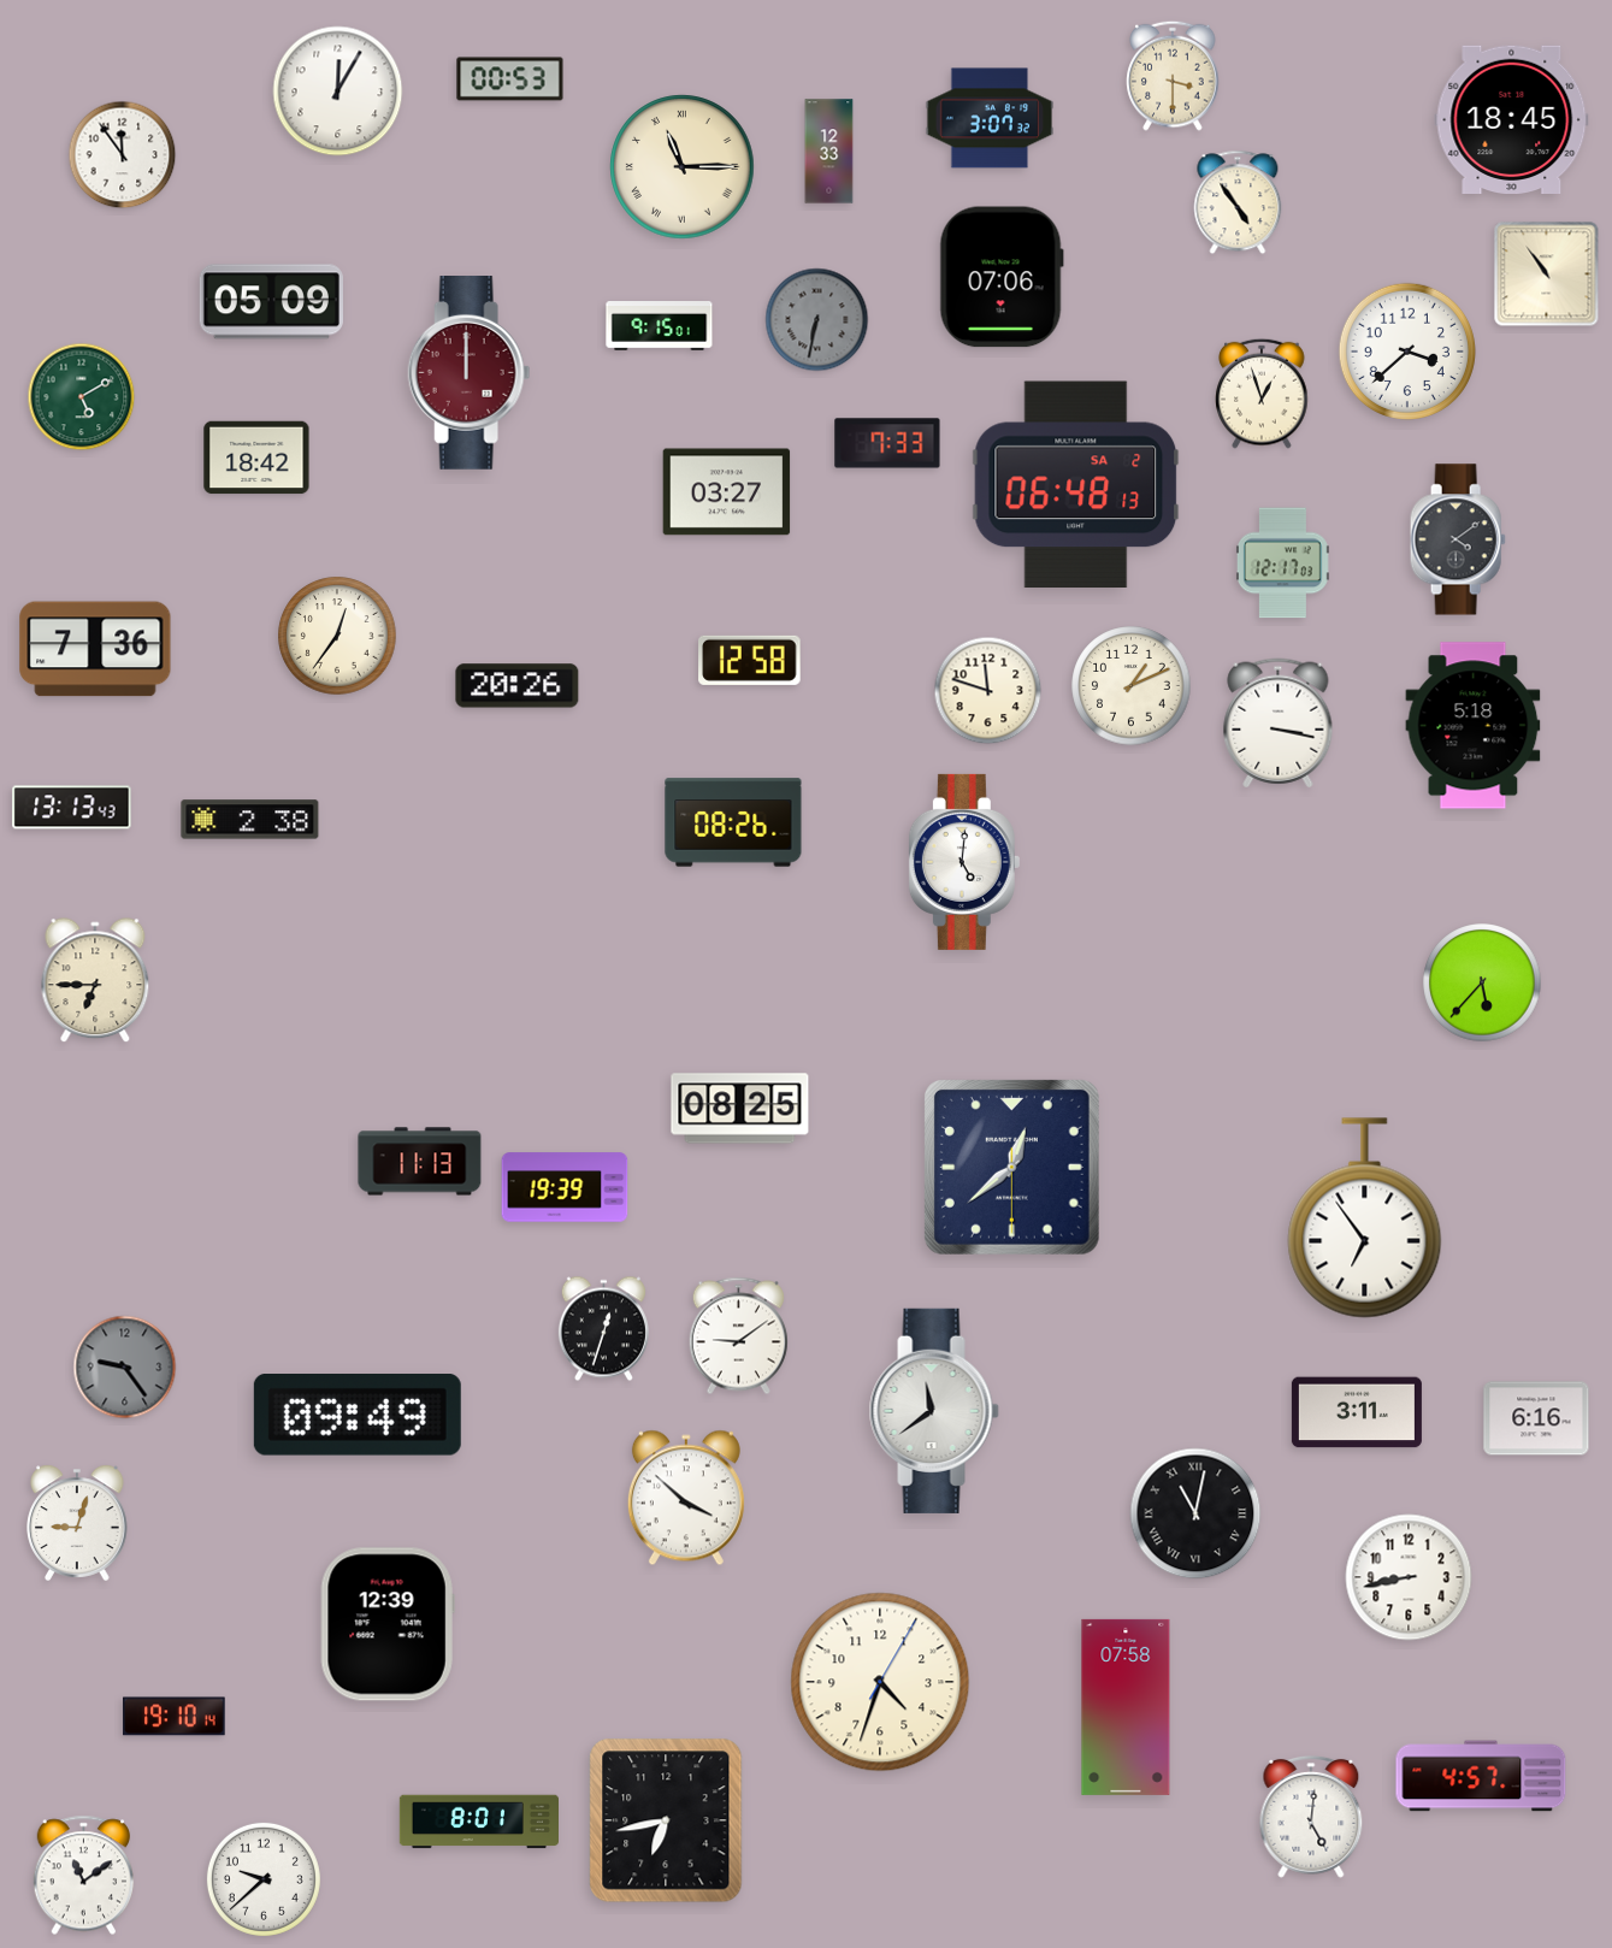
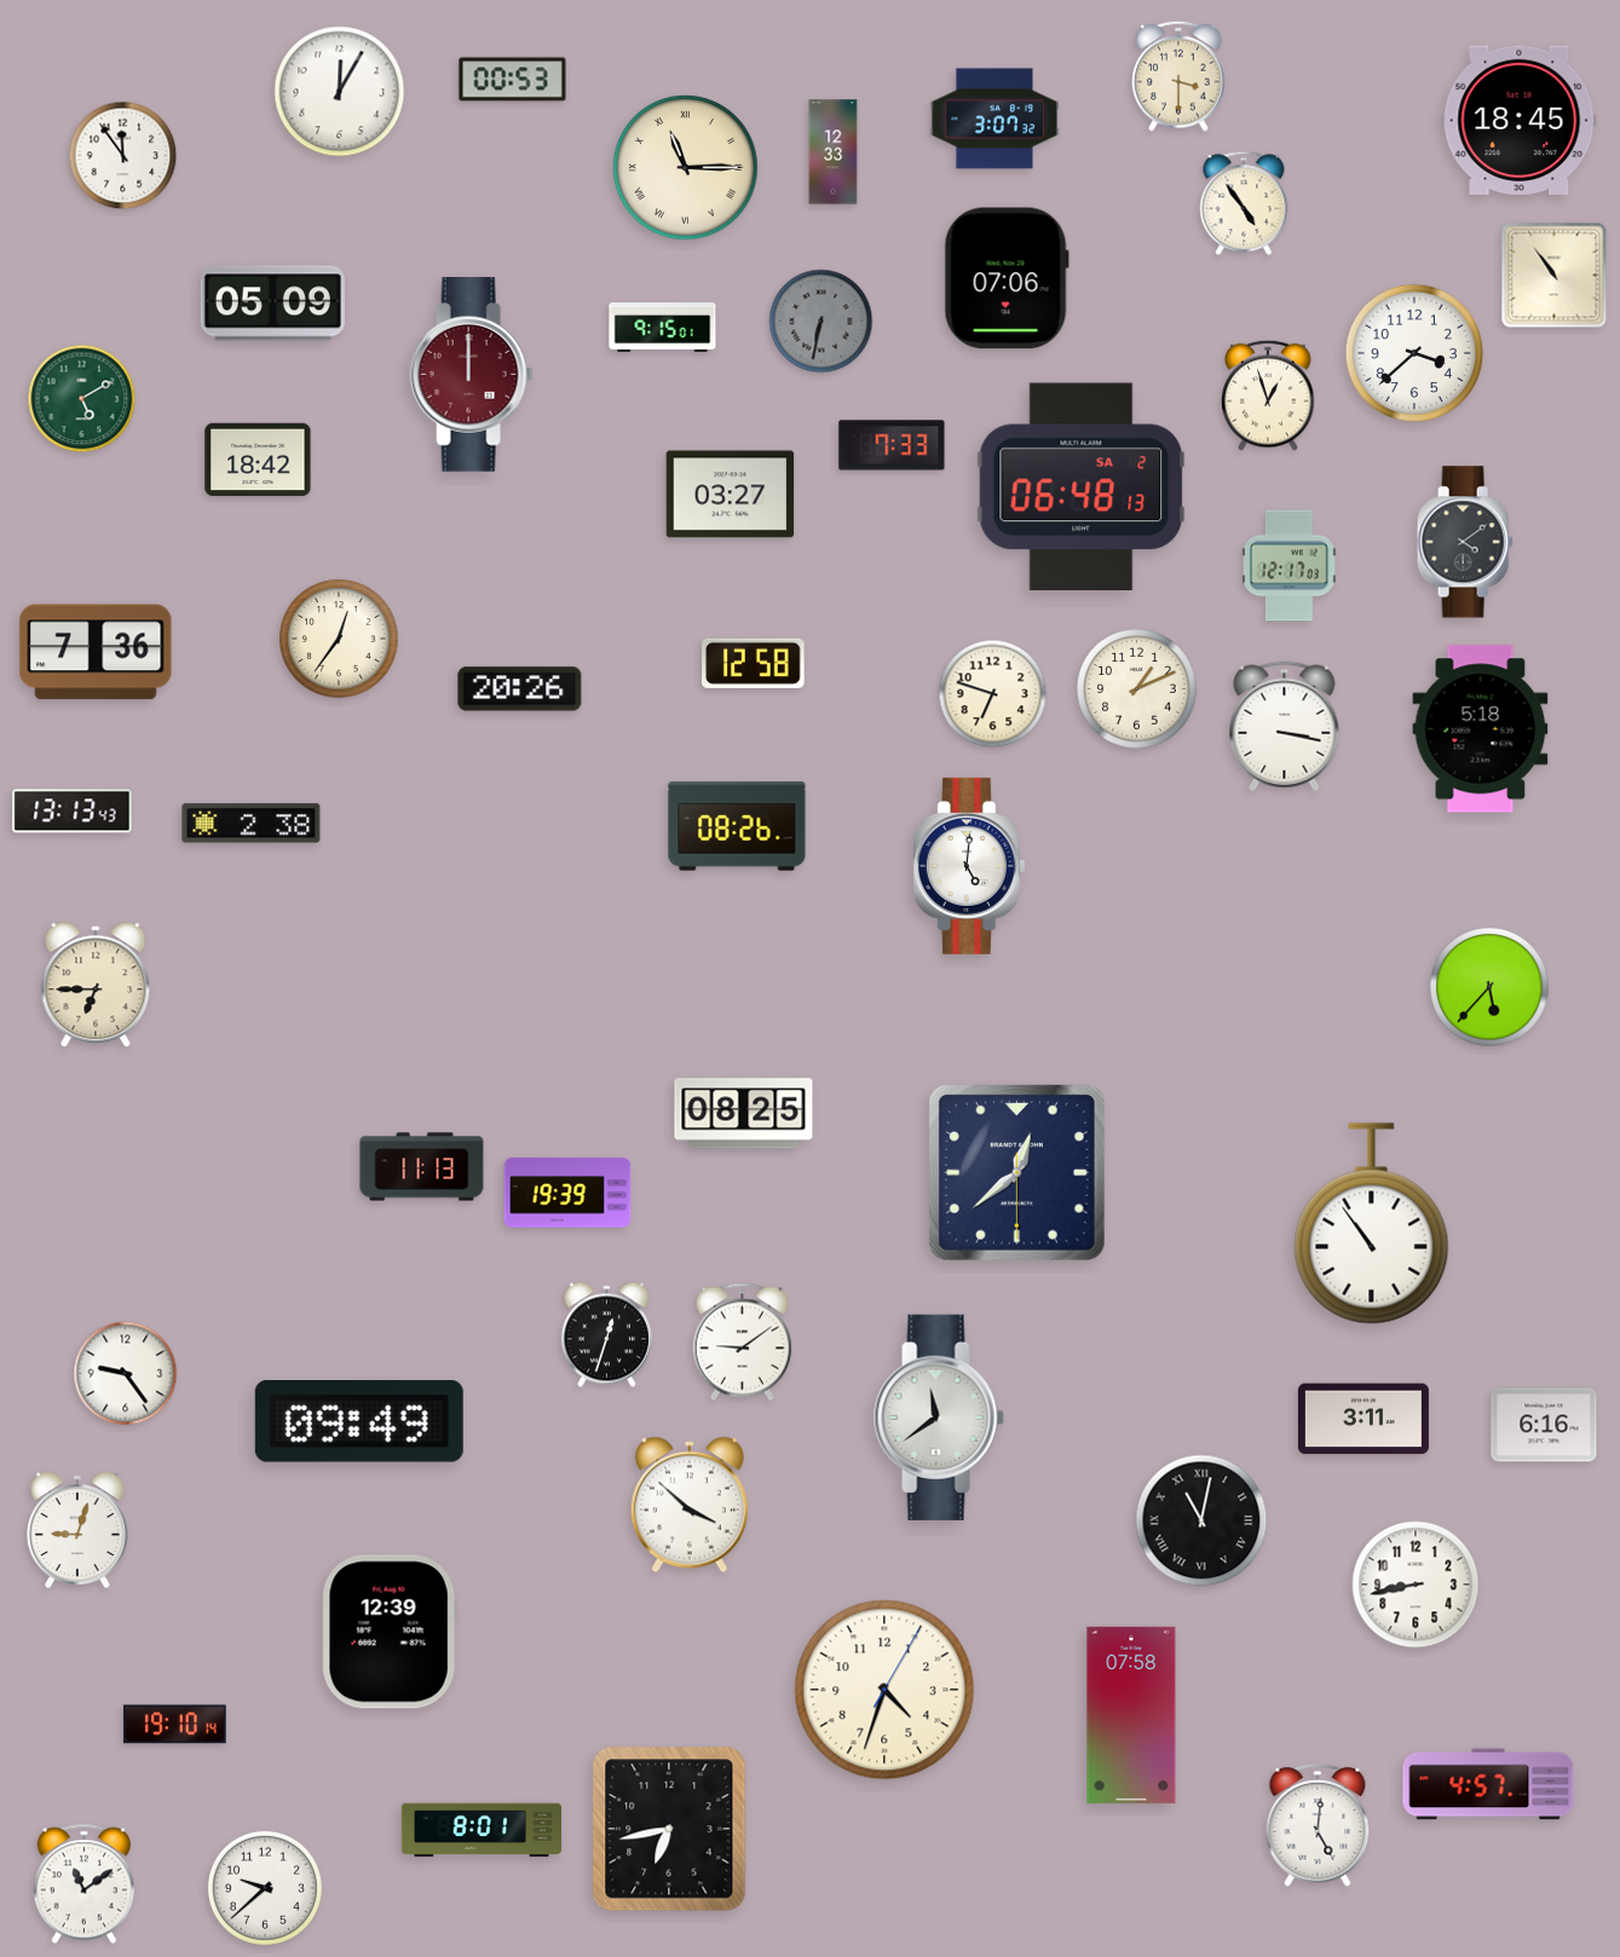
clock at (988, 691): 11:48 -> 6:48
clock at (1365, 1218): 6:54 -> 10:54
clock at (125, 1368) dial: grey -> white
